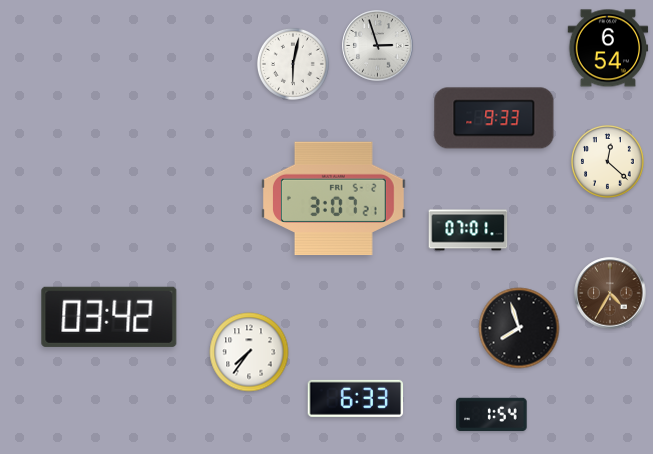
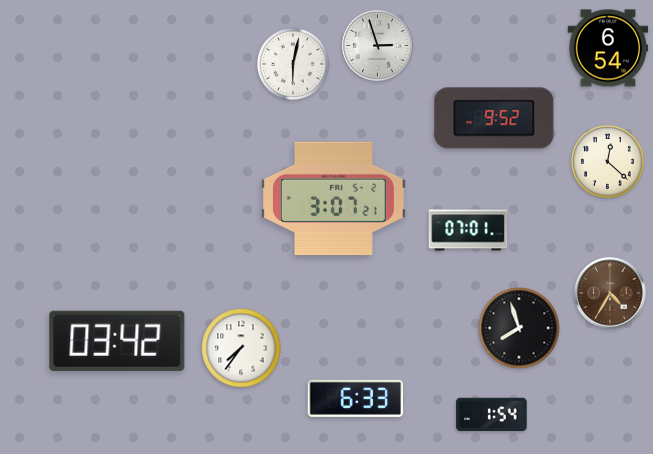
clock at (494, 118): 9:33 -> 9:52
clock at (109, 317) position: (109, 317) -> (117, 341)
clock at (249, 352) position: (249, 352) -> (241, 348)
